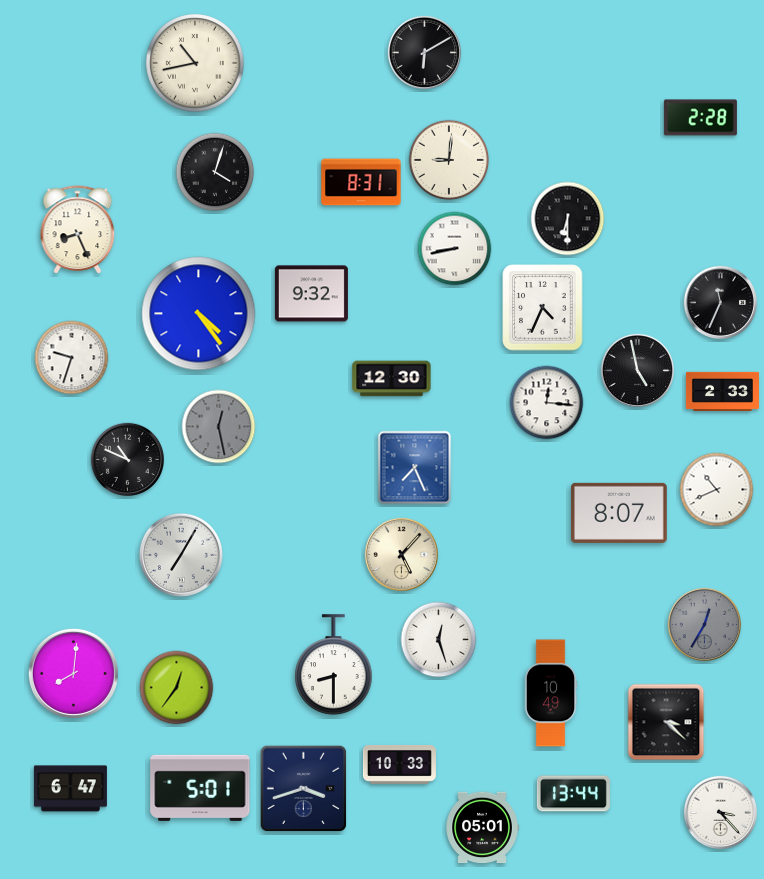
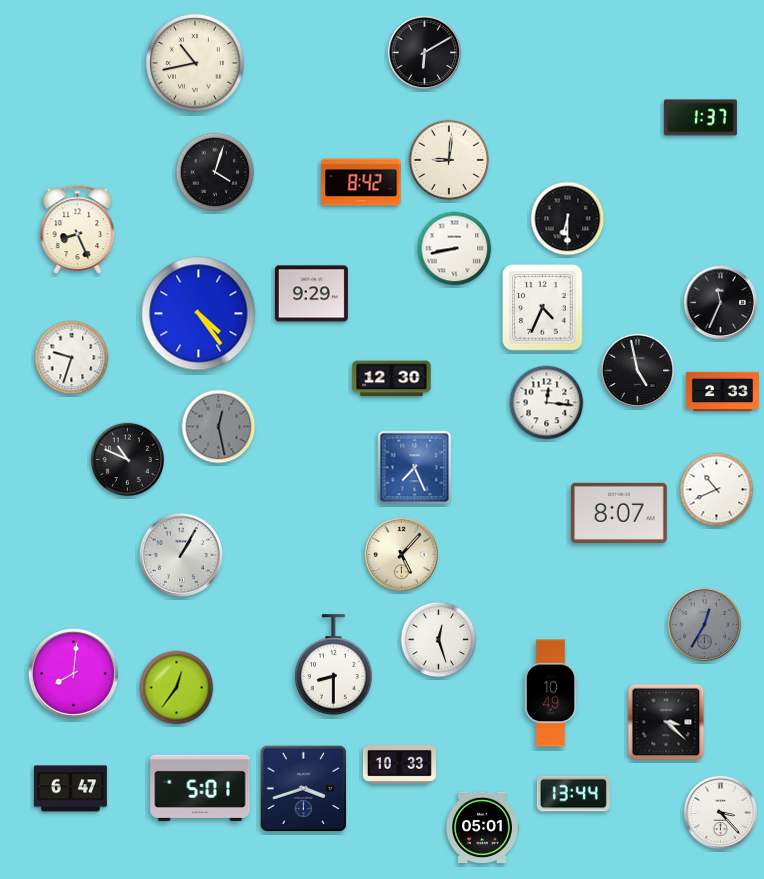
clock at (700, 118): 2:28 -> 1:37
clock at (361, 182): 8:31 -> 8:42
clock at (311, 294): 9:32 -> 9:29
clock at (181, 555): 7:05 -> 1:05
